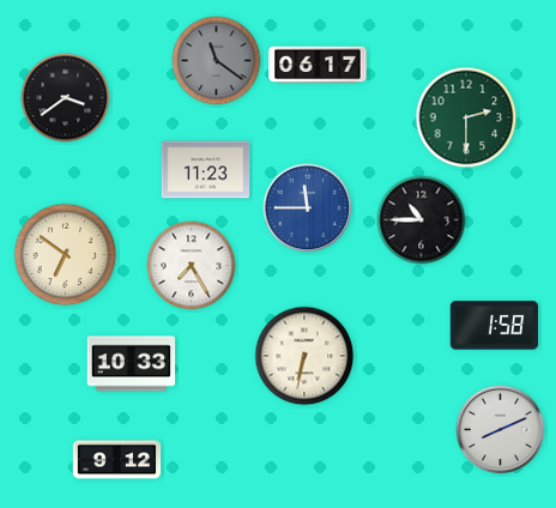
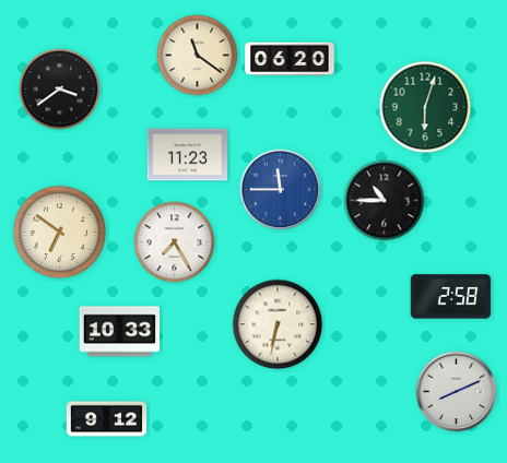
clock at (217, 61) dial: grey -> cream
clock at (318, 65): 06:17 -> 06:20
clock at (466, 117): 2:30 -> 6:03
clock at (495, 326): 1:58 -> 2:58
